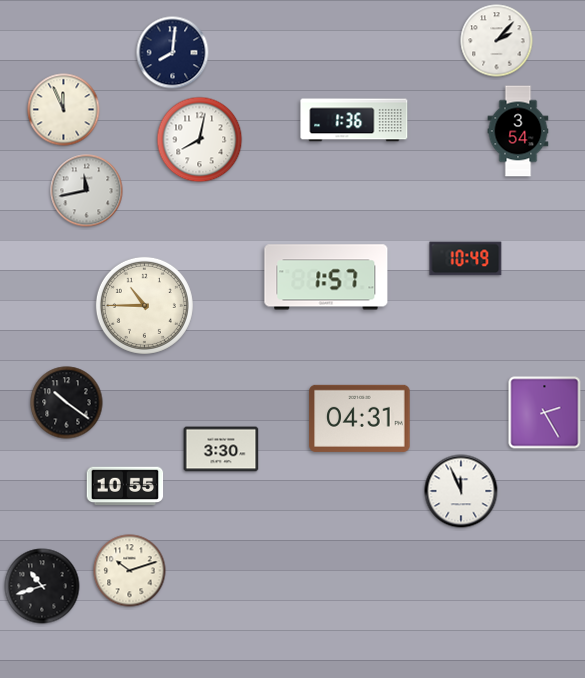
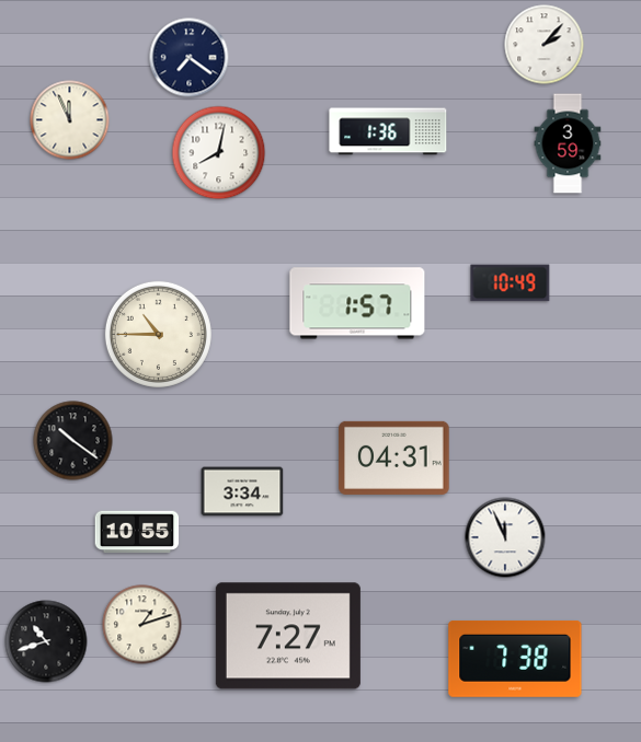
clock at (173, 53): 8:01 -> 7:21
clock at (518, 131): 3:54 -> 3:59
clock at (87, 191): 11:43 -> none
clock at (545, 413): 2:25 -> none
clock at (221, 449): 3:30 -> 3:34
clock at (130, 571): 10:12 -> 1:12
clock at (288, 636): none -> 7:27
clock at (515, 659): none -> 7:38
